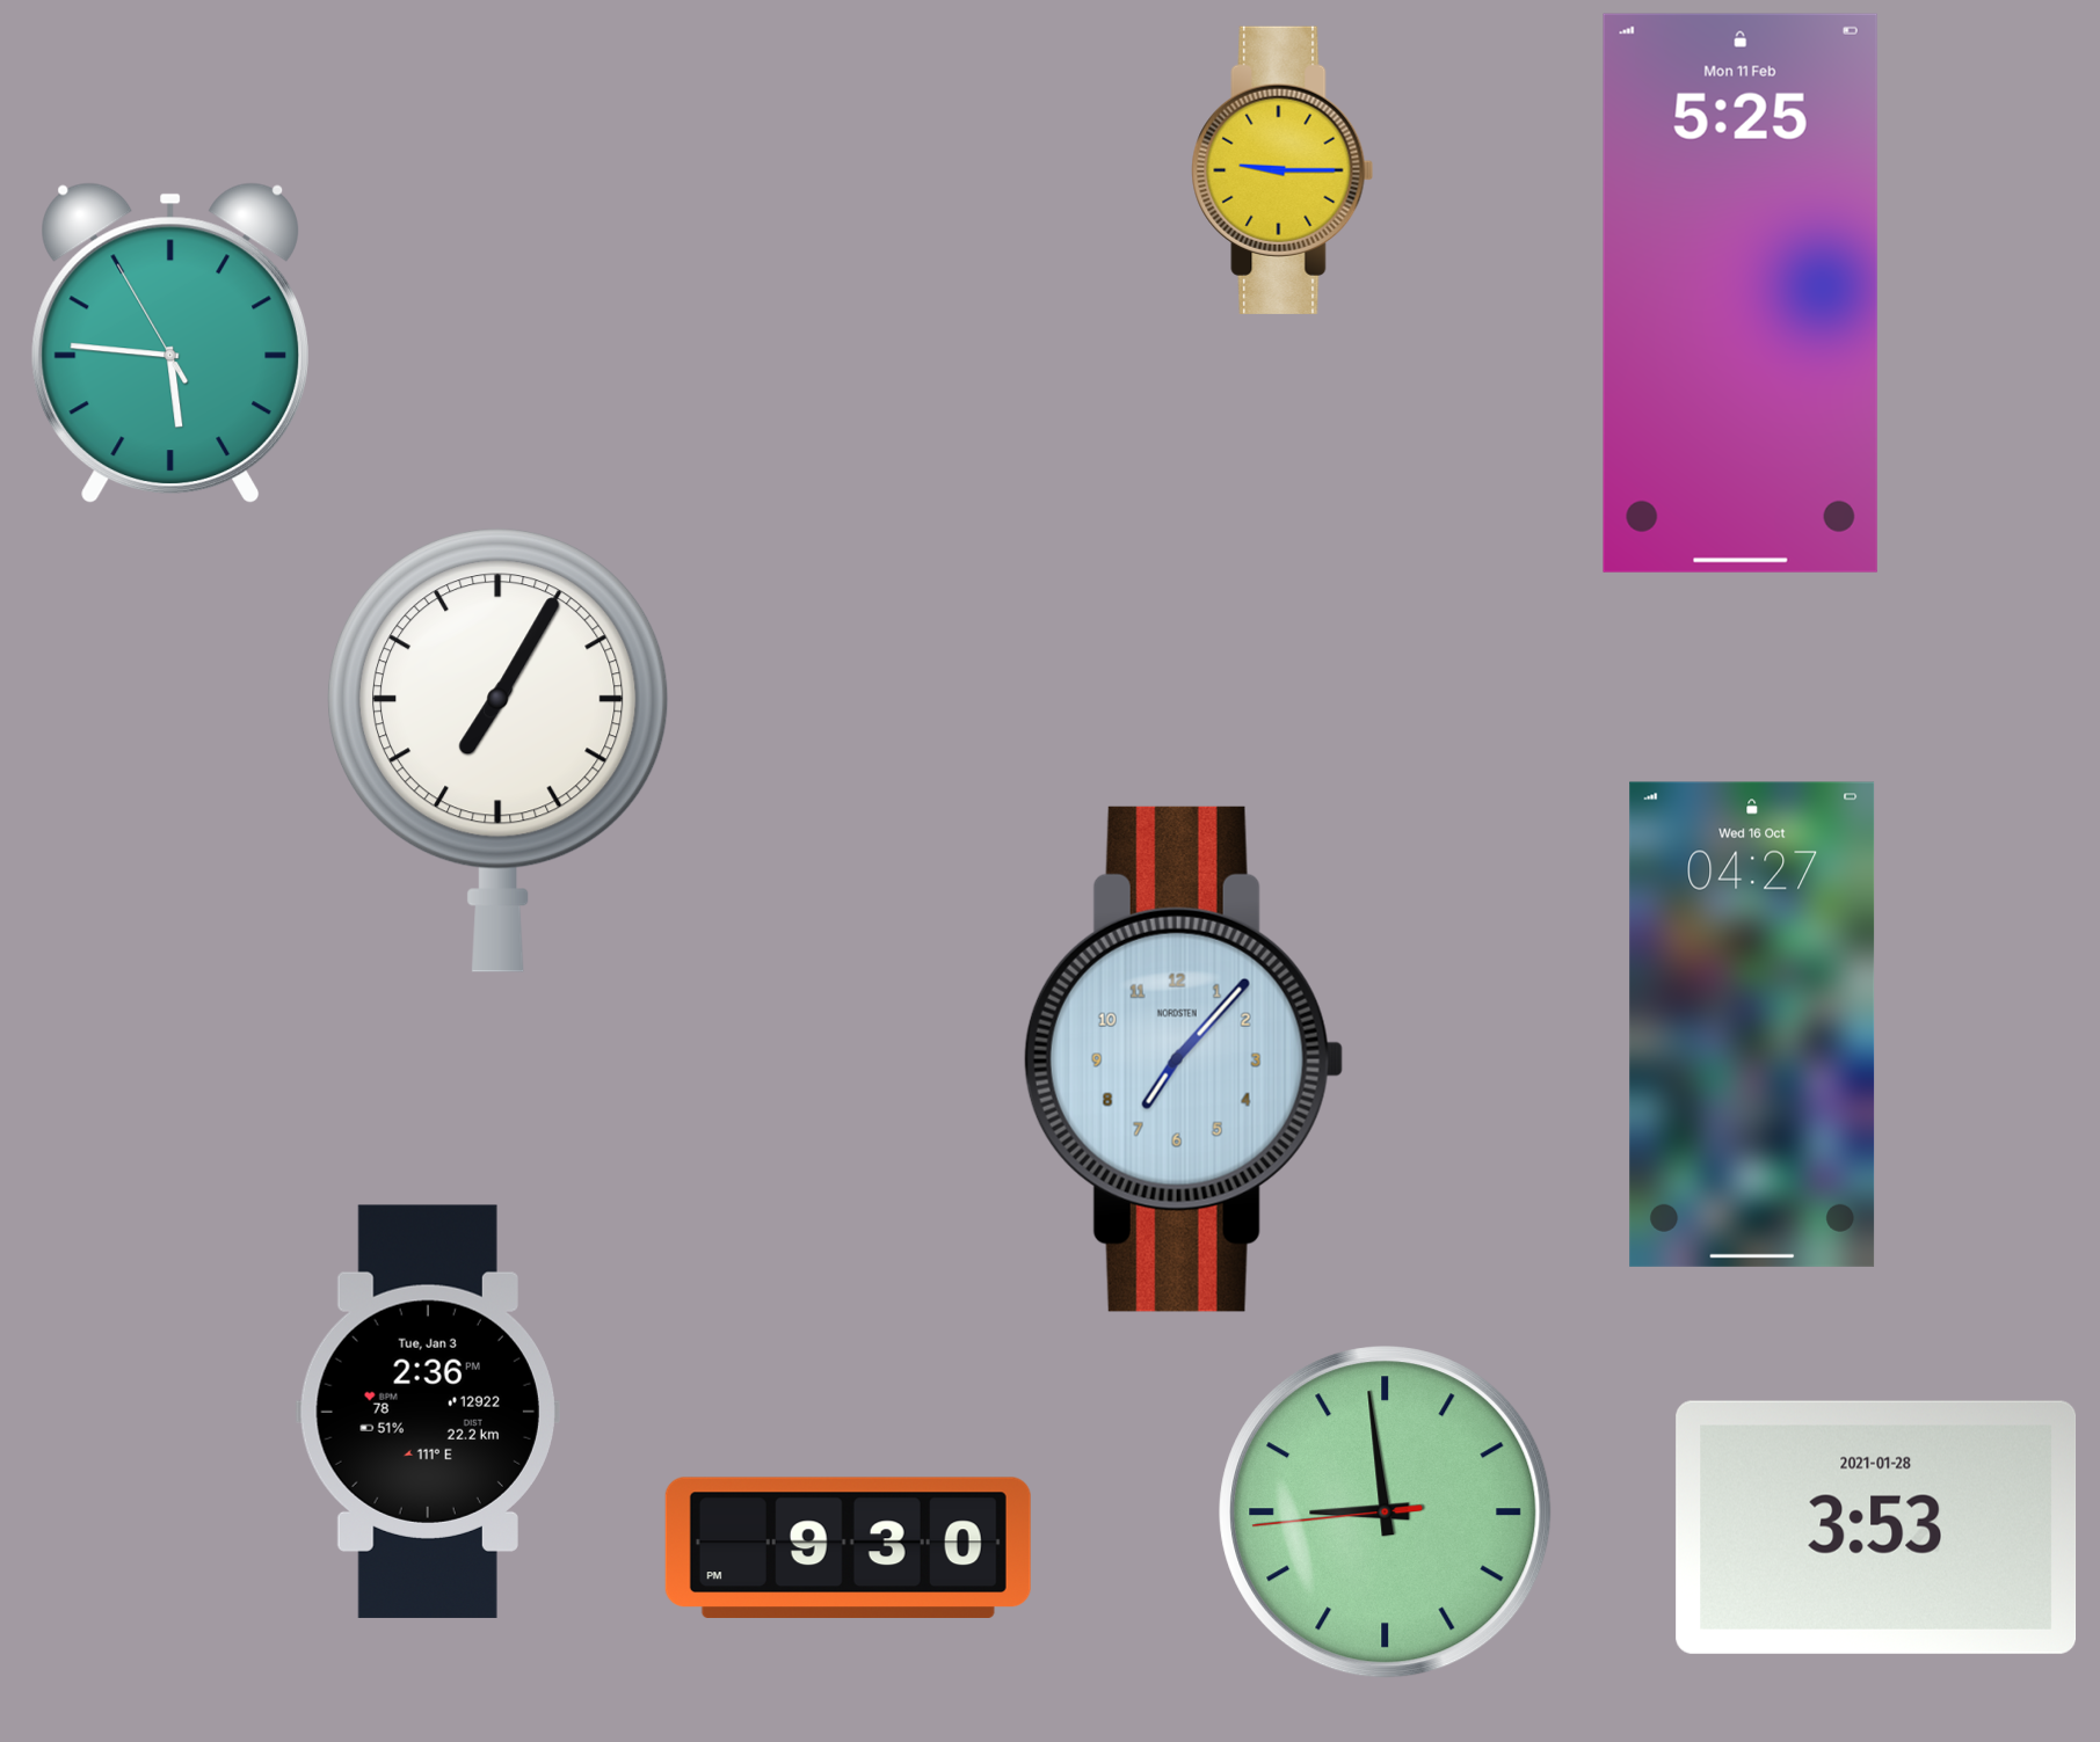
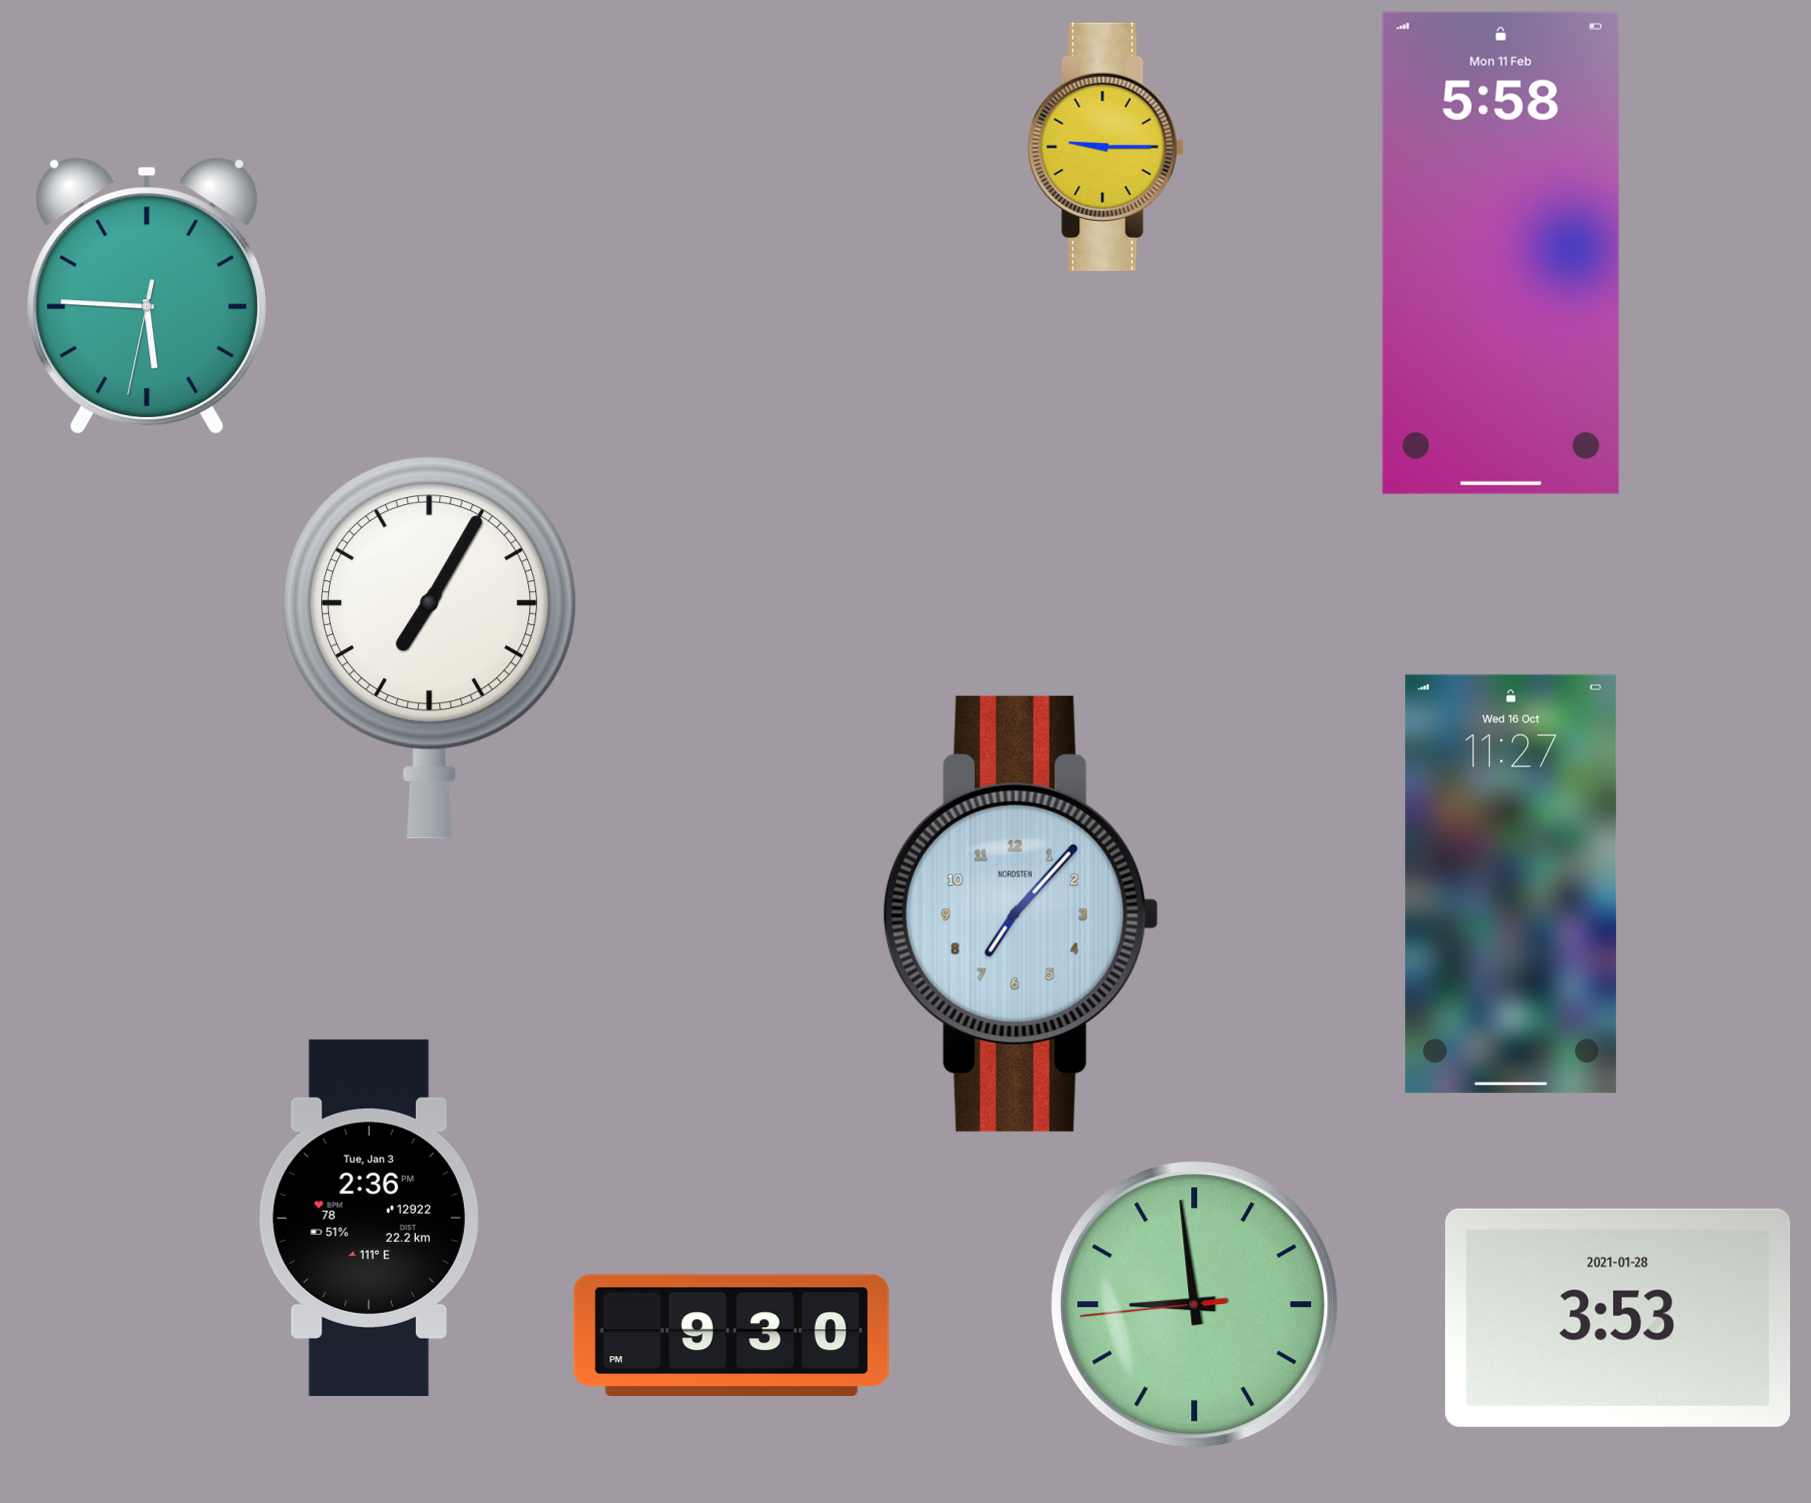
clock at (1741, 293): 5:25 -> 5:58
clock at (169, 343): 5:45:55 -> 5:45:32
clock at (1752, 1025): 04:27 -> 11:27
